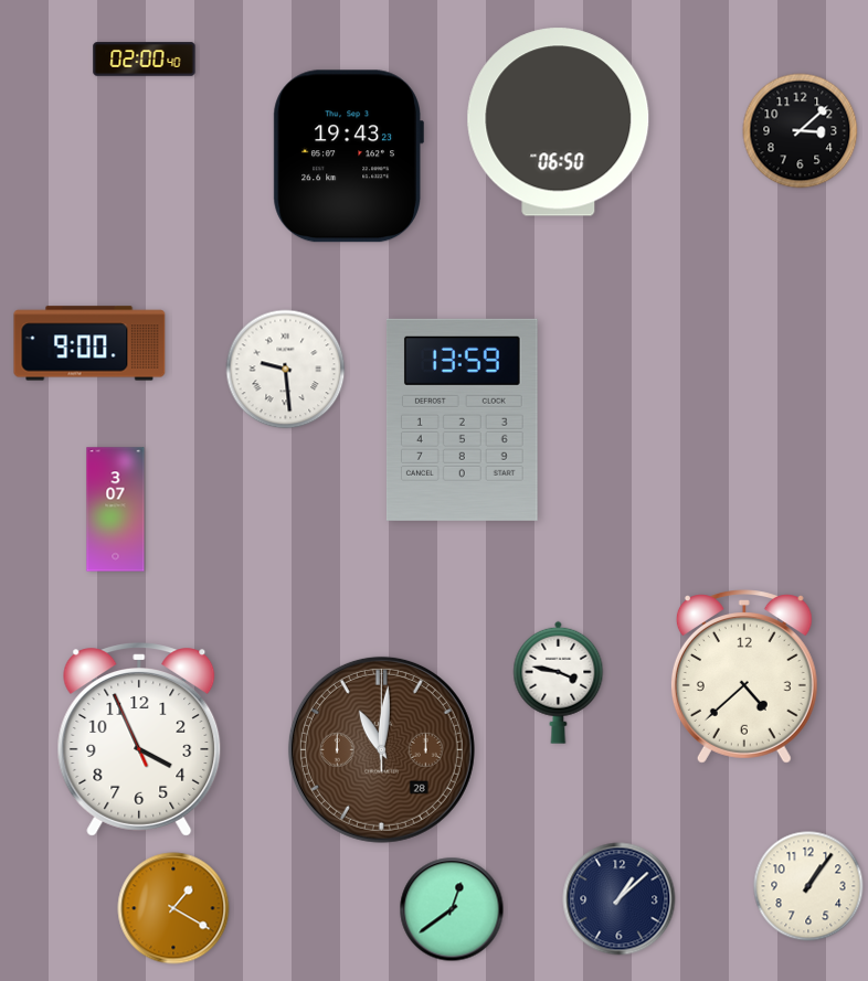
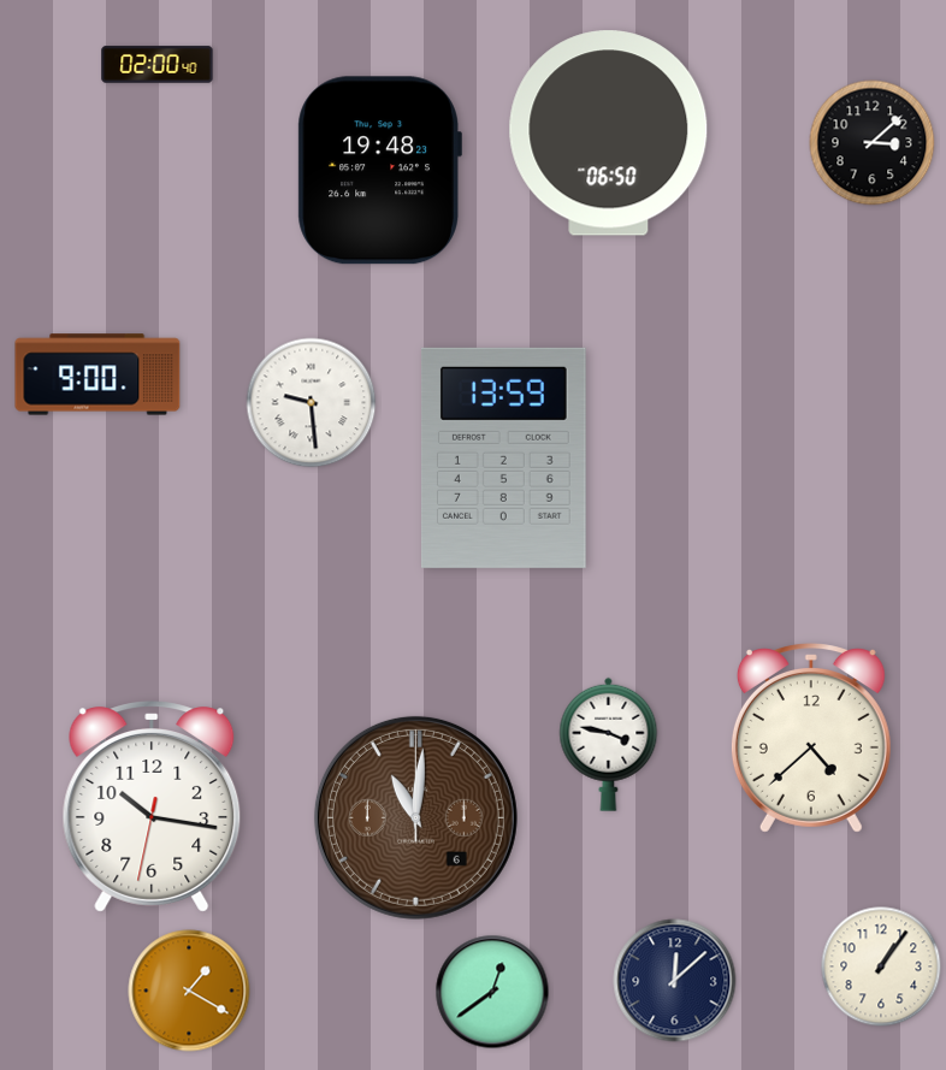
clock at (348, 157): 19:43 -> 19:48
clock at (116, 510): 3:07 -> none
clock at (139, 739): 3:55 -> 10:16
clock at (381, 749) date: 28 -> 6
clock at (620, 899): 1:08 -> 12:08
